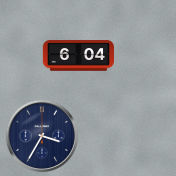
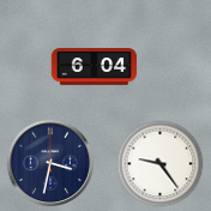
clock at (41, 135): 3:35 -> 3:32
clock at (161, 164): none -> 9:24
